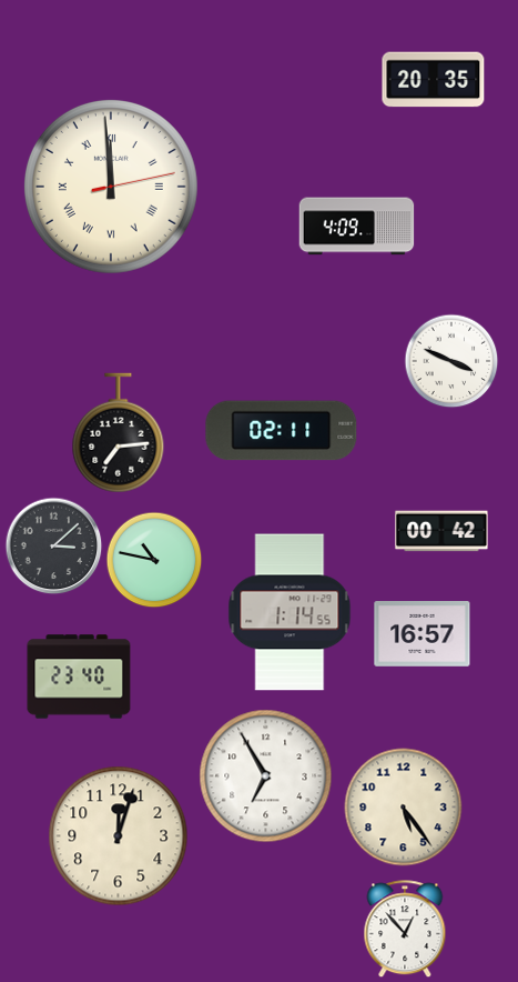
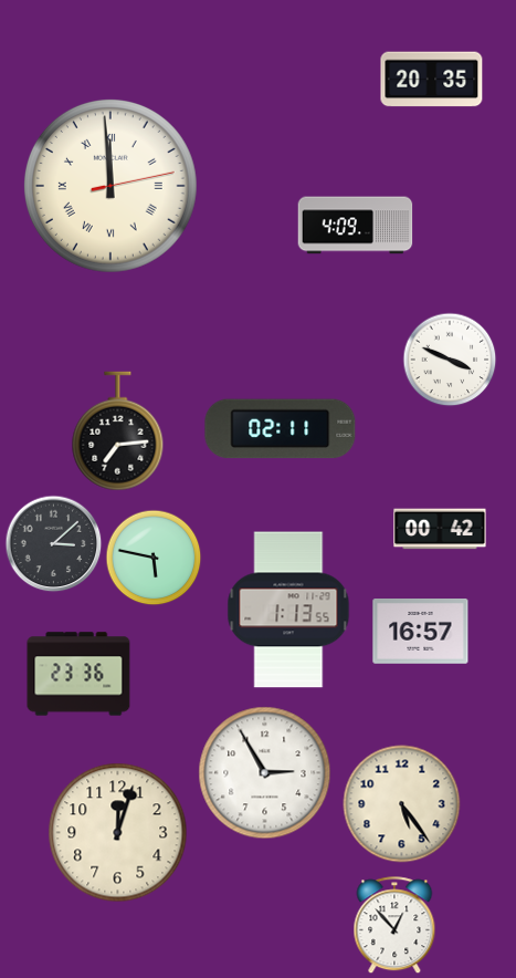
clock at (154, 560): 10:47 -> 5:47
clock at (290, 612): 1:14 -> 1:13
clock at (79, 677): 23:40 -> 23:36
clock at (266, 776): 6:55 -> 2:55
clock at (405, 929) position: (405, 929) -> (394, 925)
